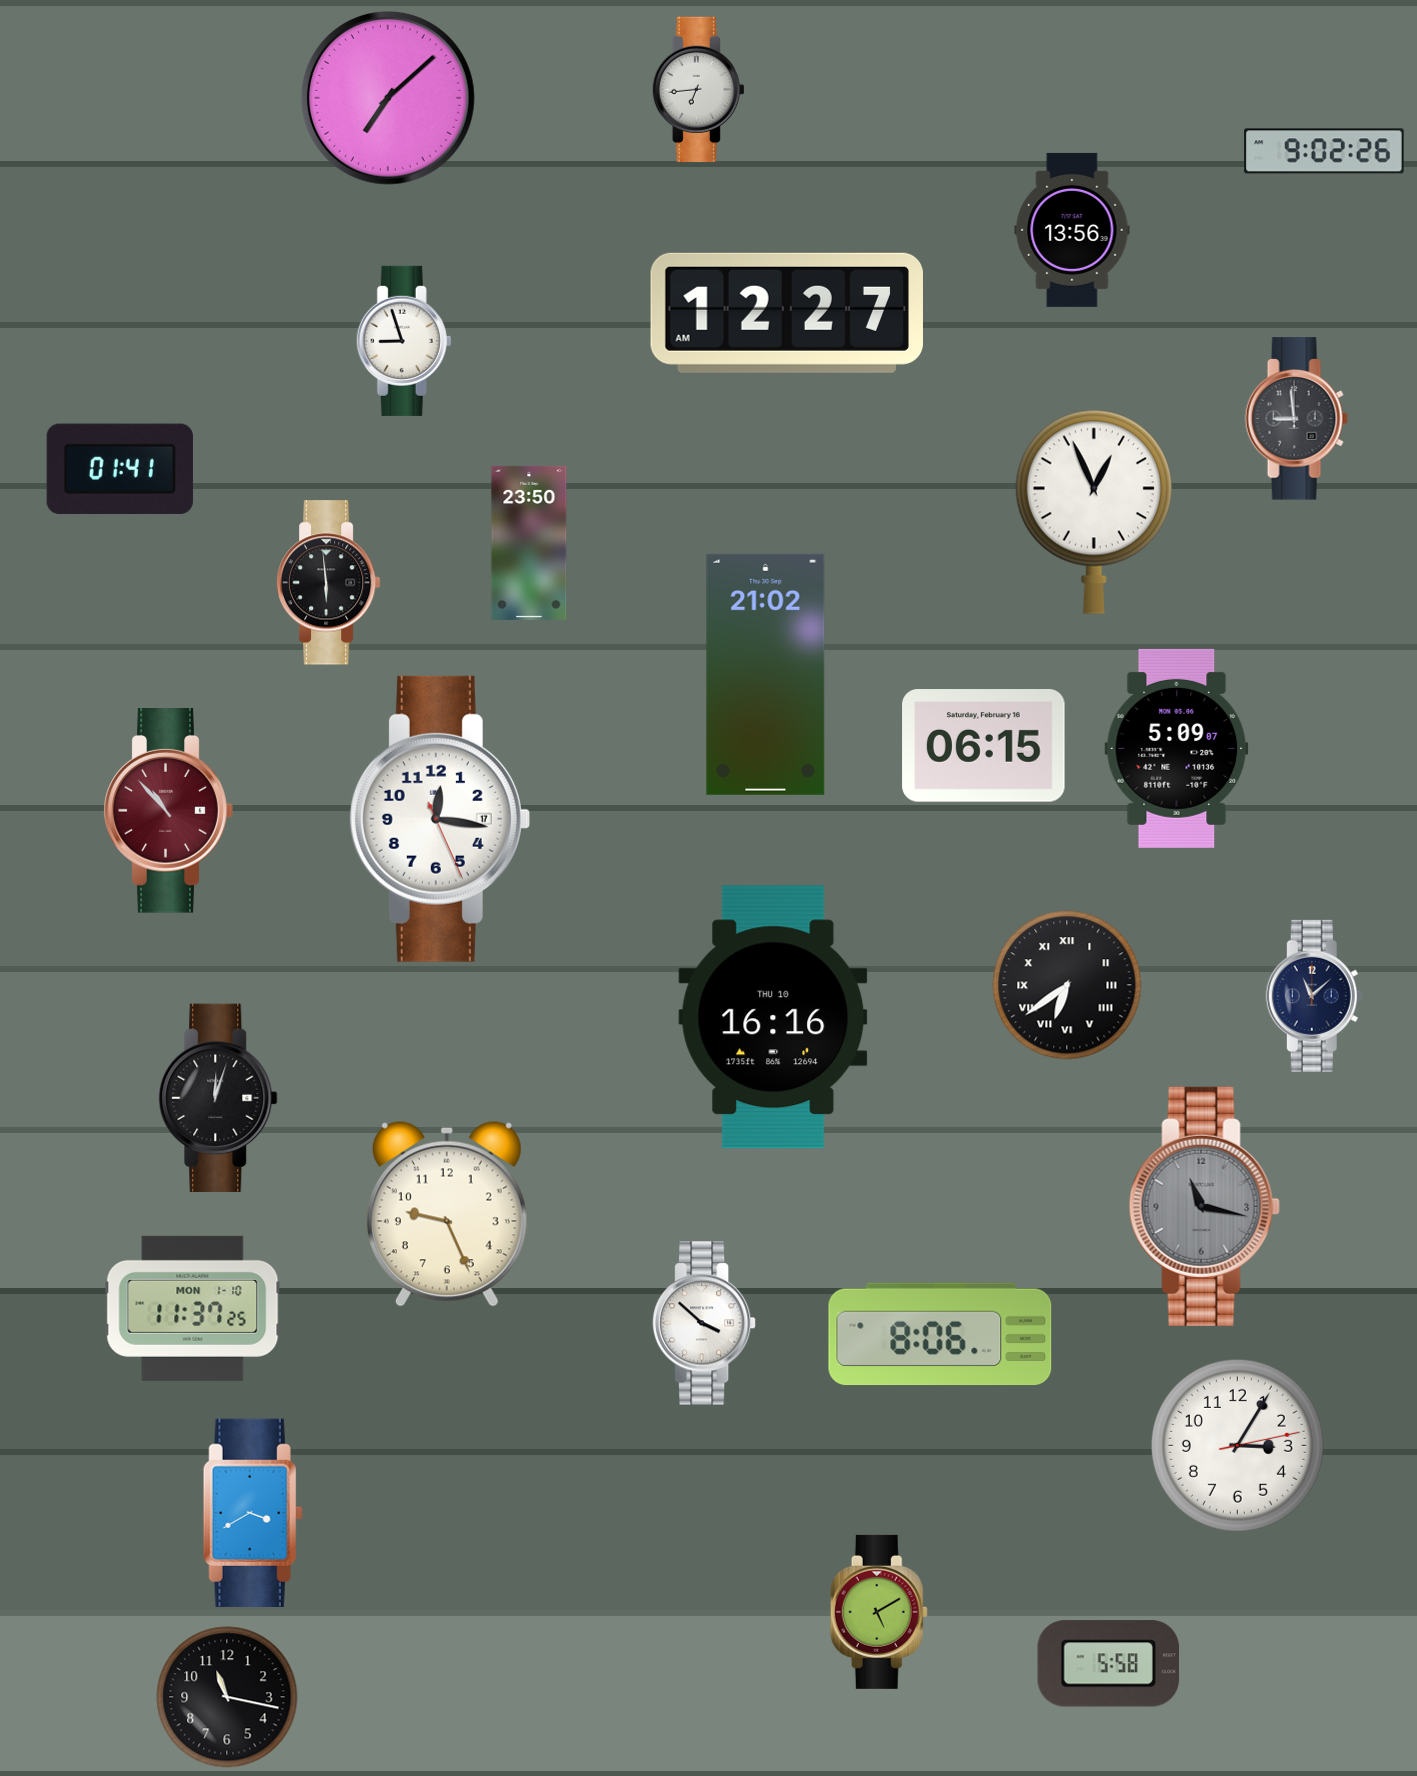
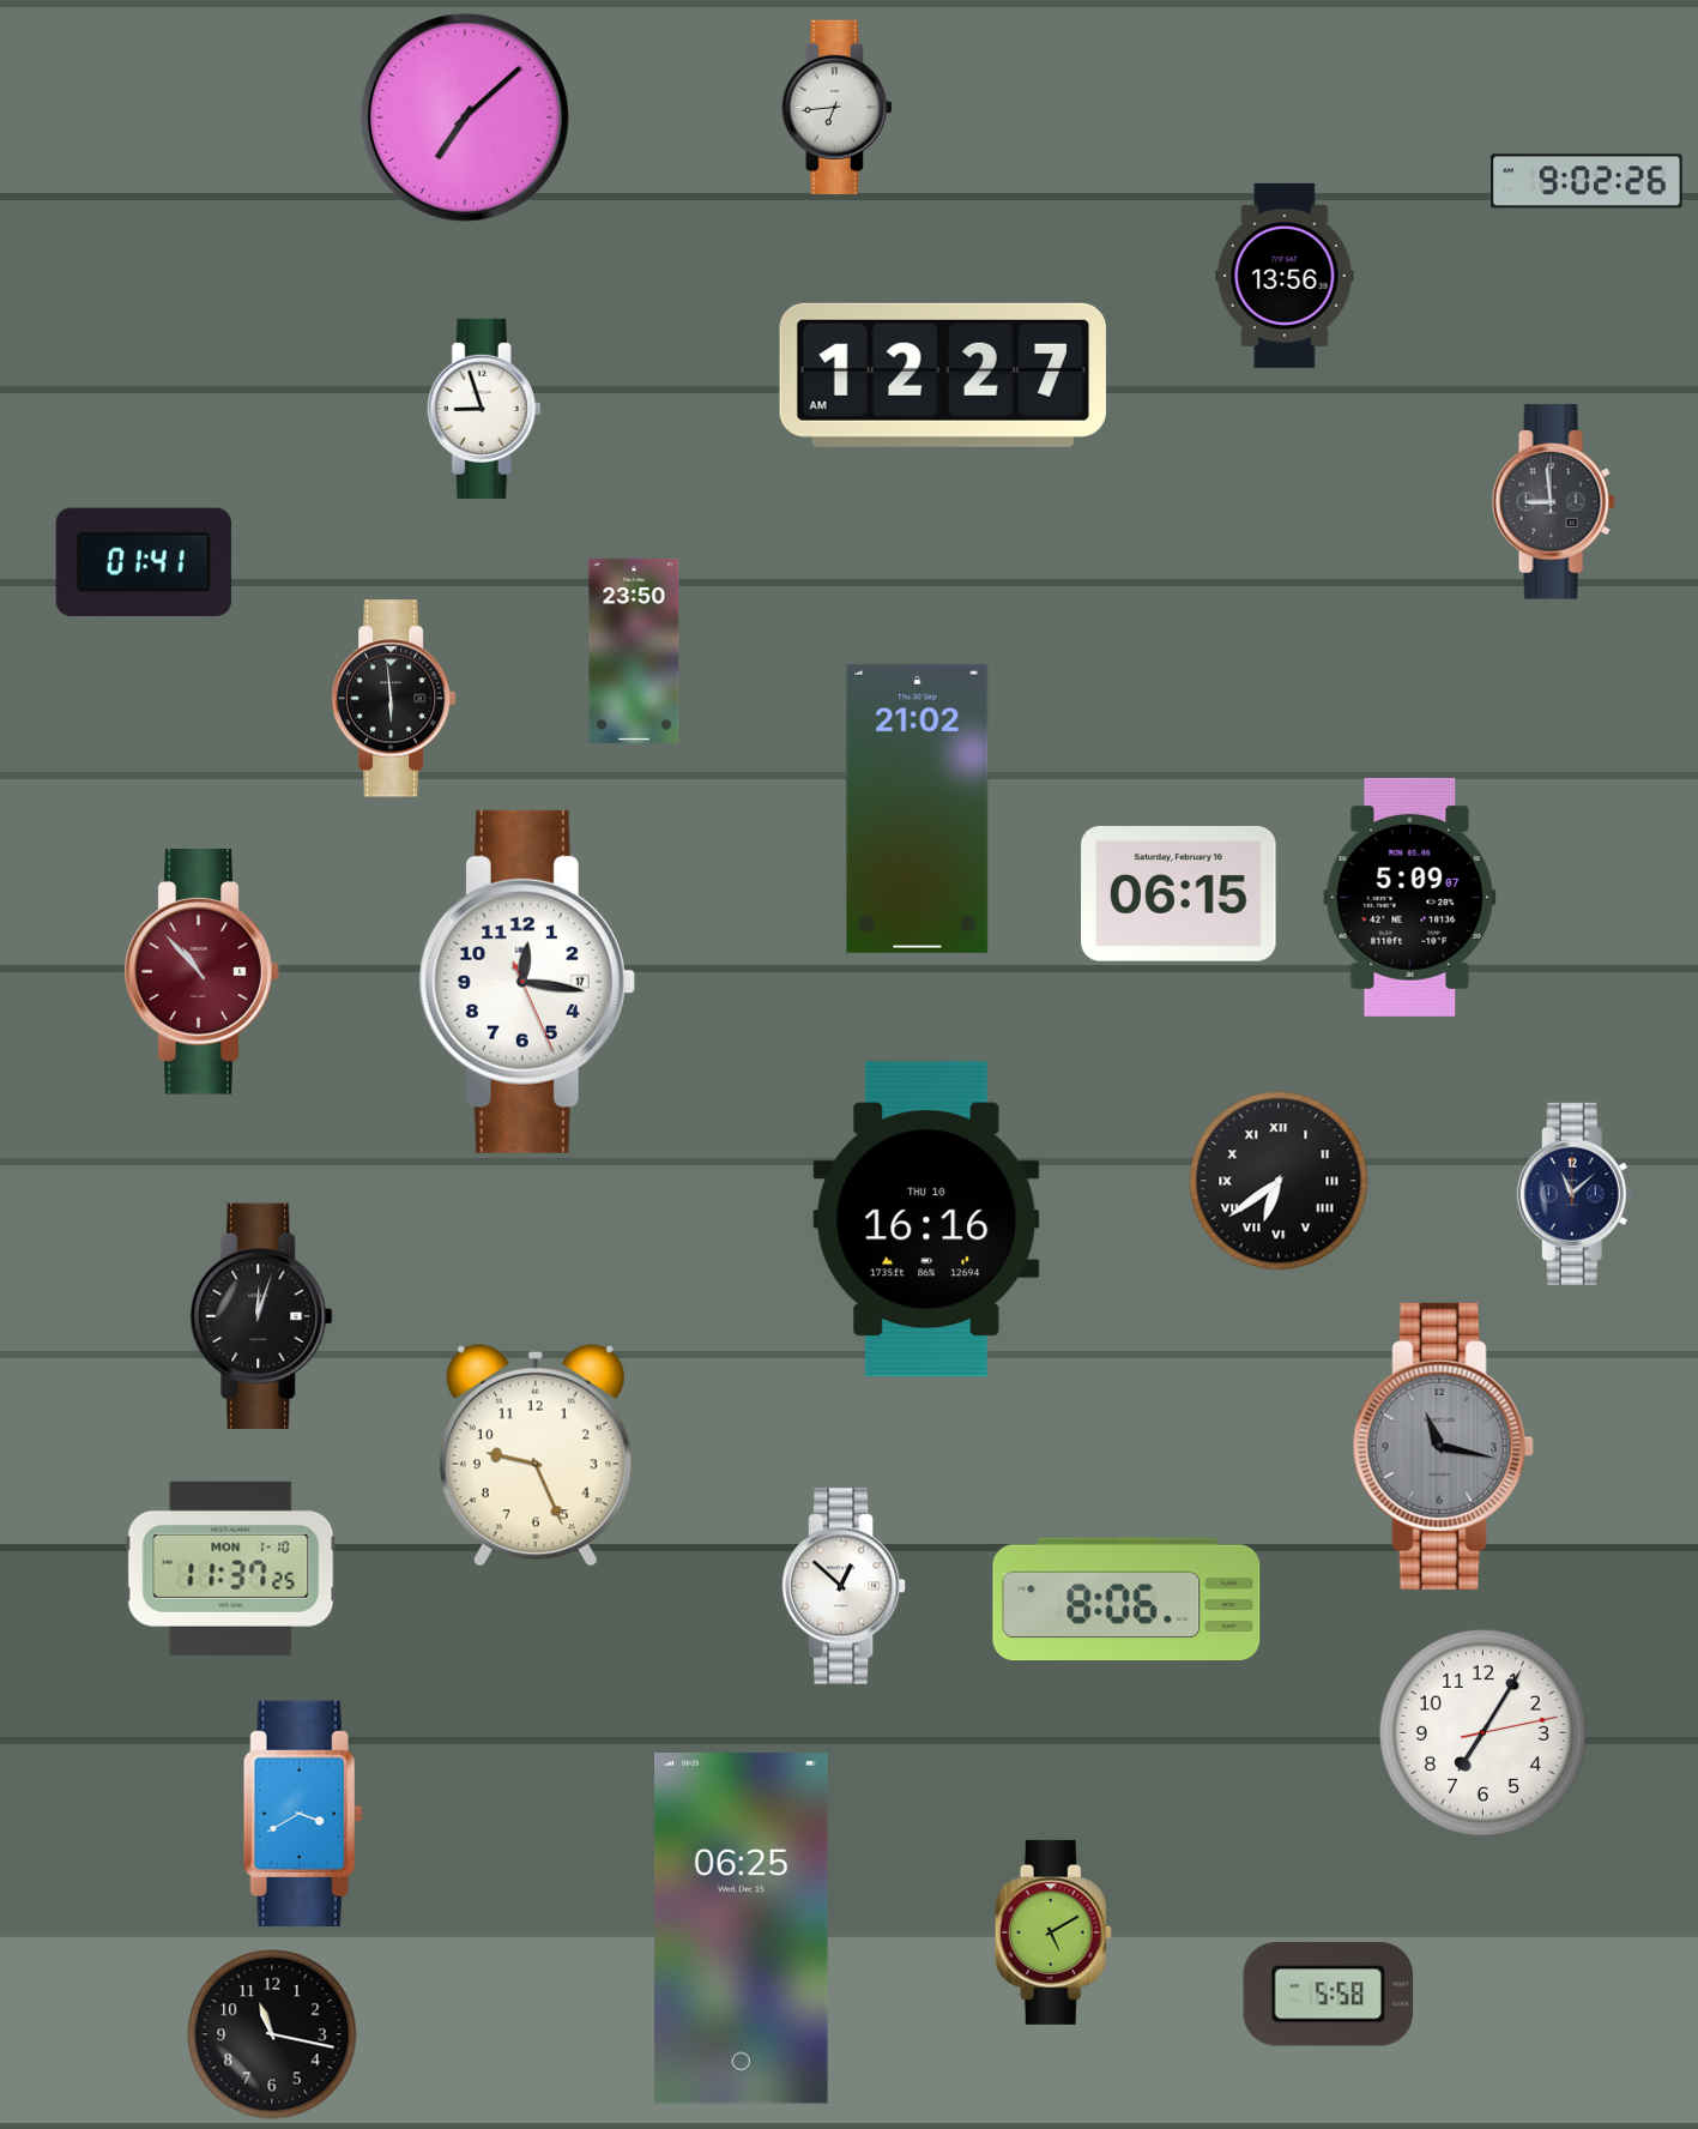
clock at (1094, 512): 12:56 -> none
clock at (704, 1323): 3:52 -> 12:52
clock at (1237, 1445): 3:05 -> 7:05
clock at (741, 1929): none -> 06:25
